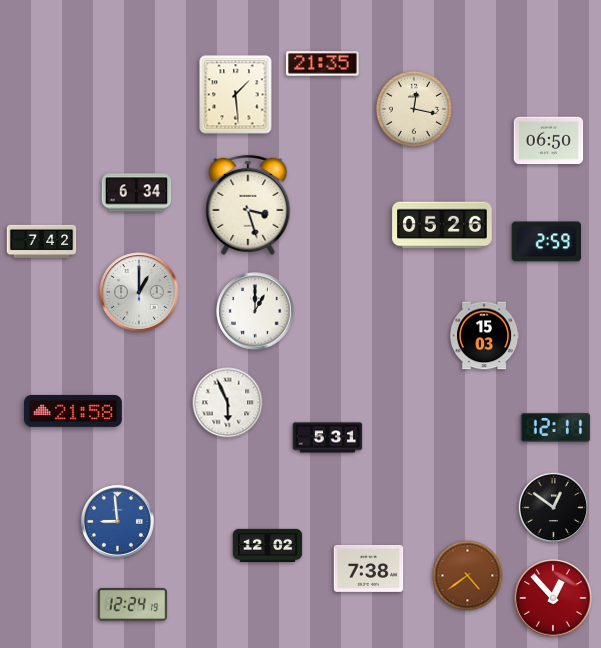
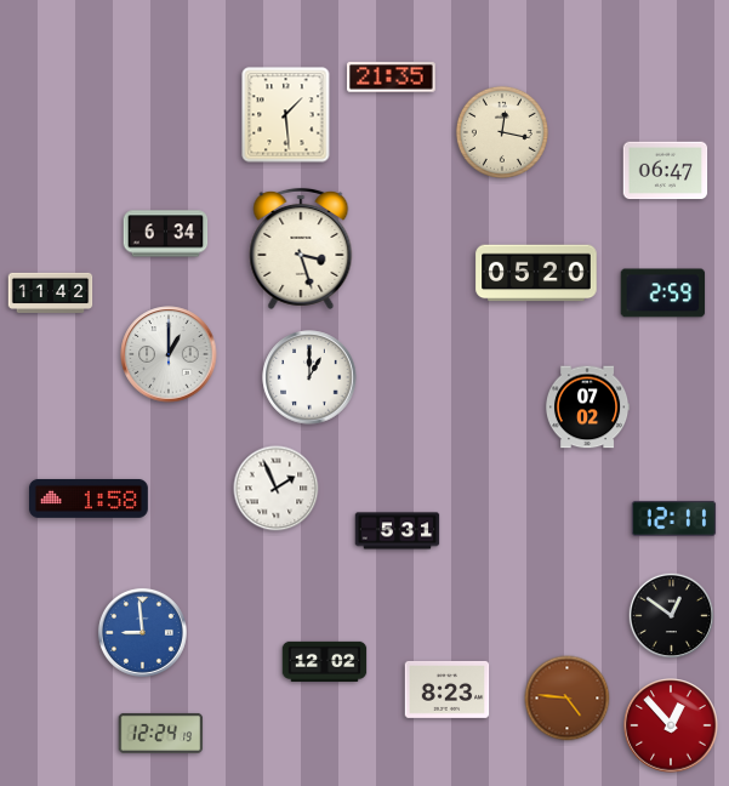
clock at (549, 141): 06:50 -> 06:47
clock at (442, 225): 05:26 -> 05:20
clock at (42, 241): 7:42 -> 11:42
clock at (484, 336): 15:03 -> 07:02
clock at (228, 403): 5:56 -> 1:56
clock at (73, 411): 21:58 -> 1:58
clock at (369, 568): 7:38 -> 8:23
clock at (468, 576): 4:39 -> 4:46
